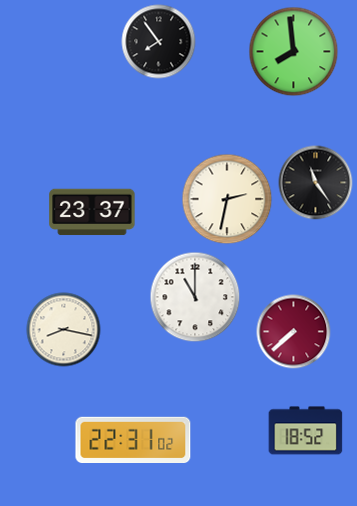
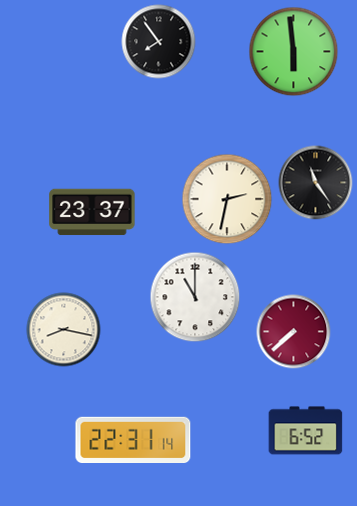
clock at (294, 52): 7:59 -> 5:59
clock at (306, 431): 18:52 -> 6:52
clock at (133, 439): 22:31:02 -> 22:31:14
